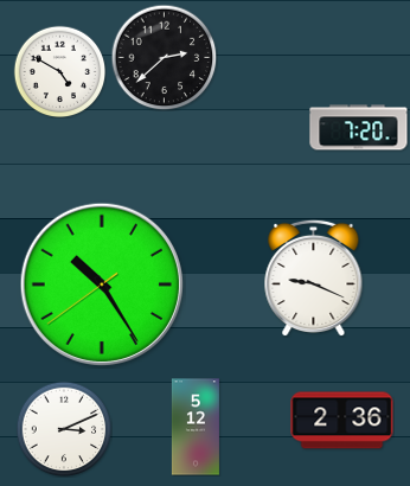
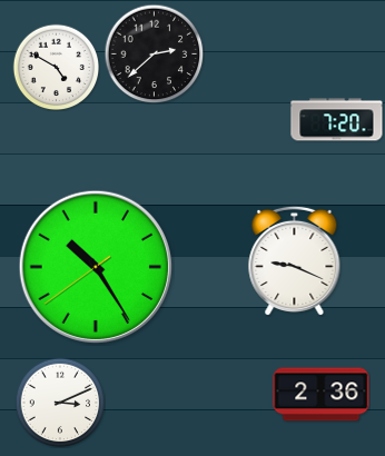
clock at (196, 427): 5:12 -> none
